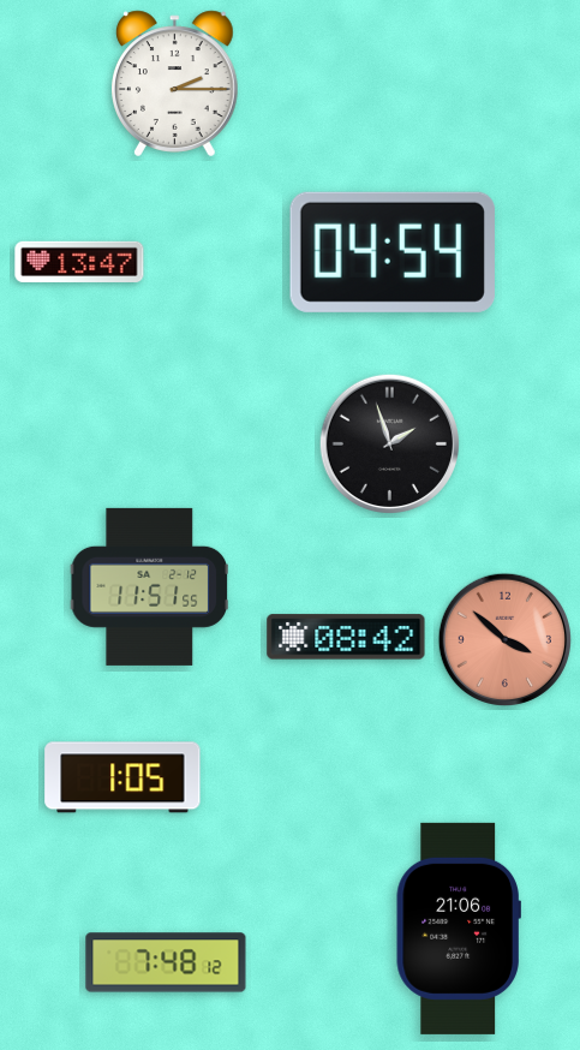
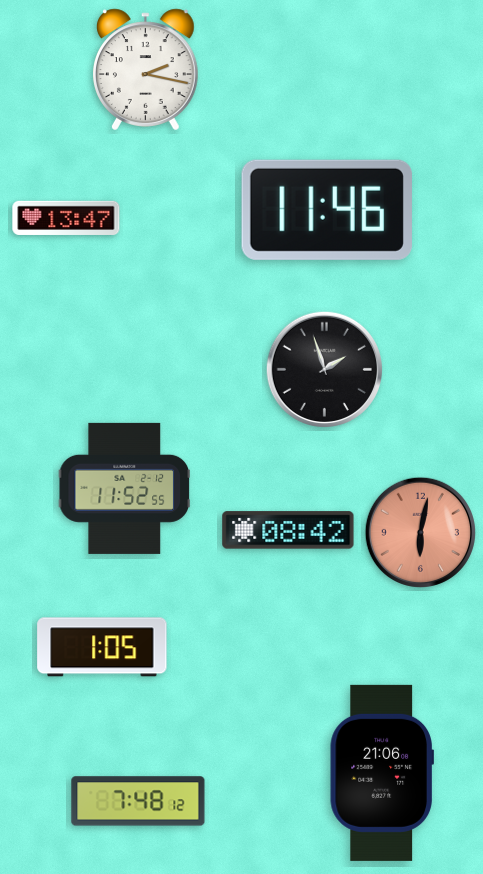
clock at (175, 84): 2:15 -> 2:17
clock at (393, 252): 04:54 -> 11:46
clock at (149, 586): 11:51 -> 11:52
clock at (504, 639): 3:52 -> 6:02
